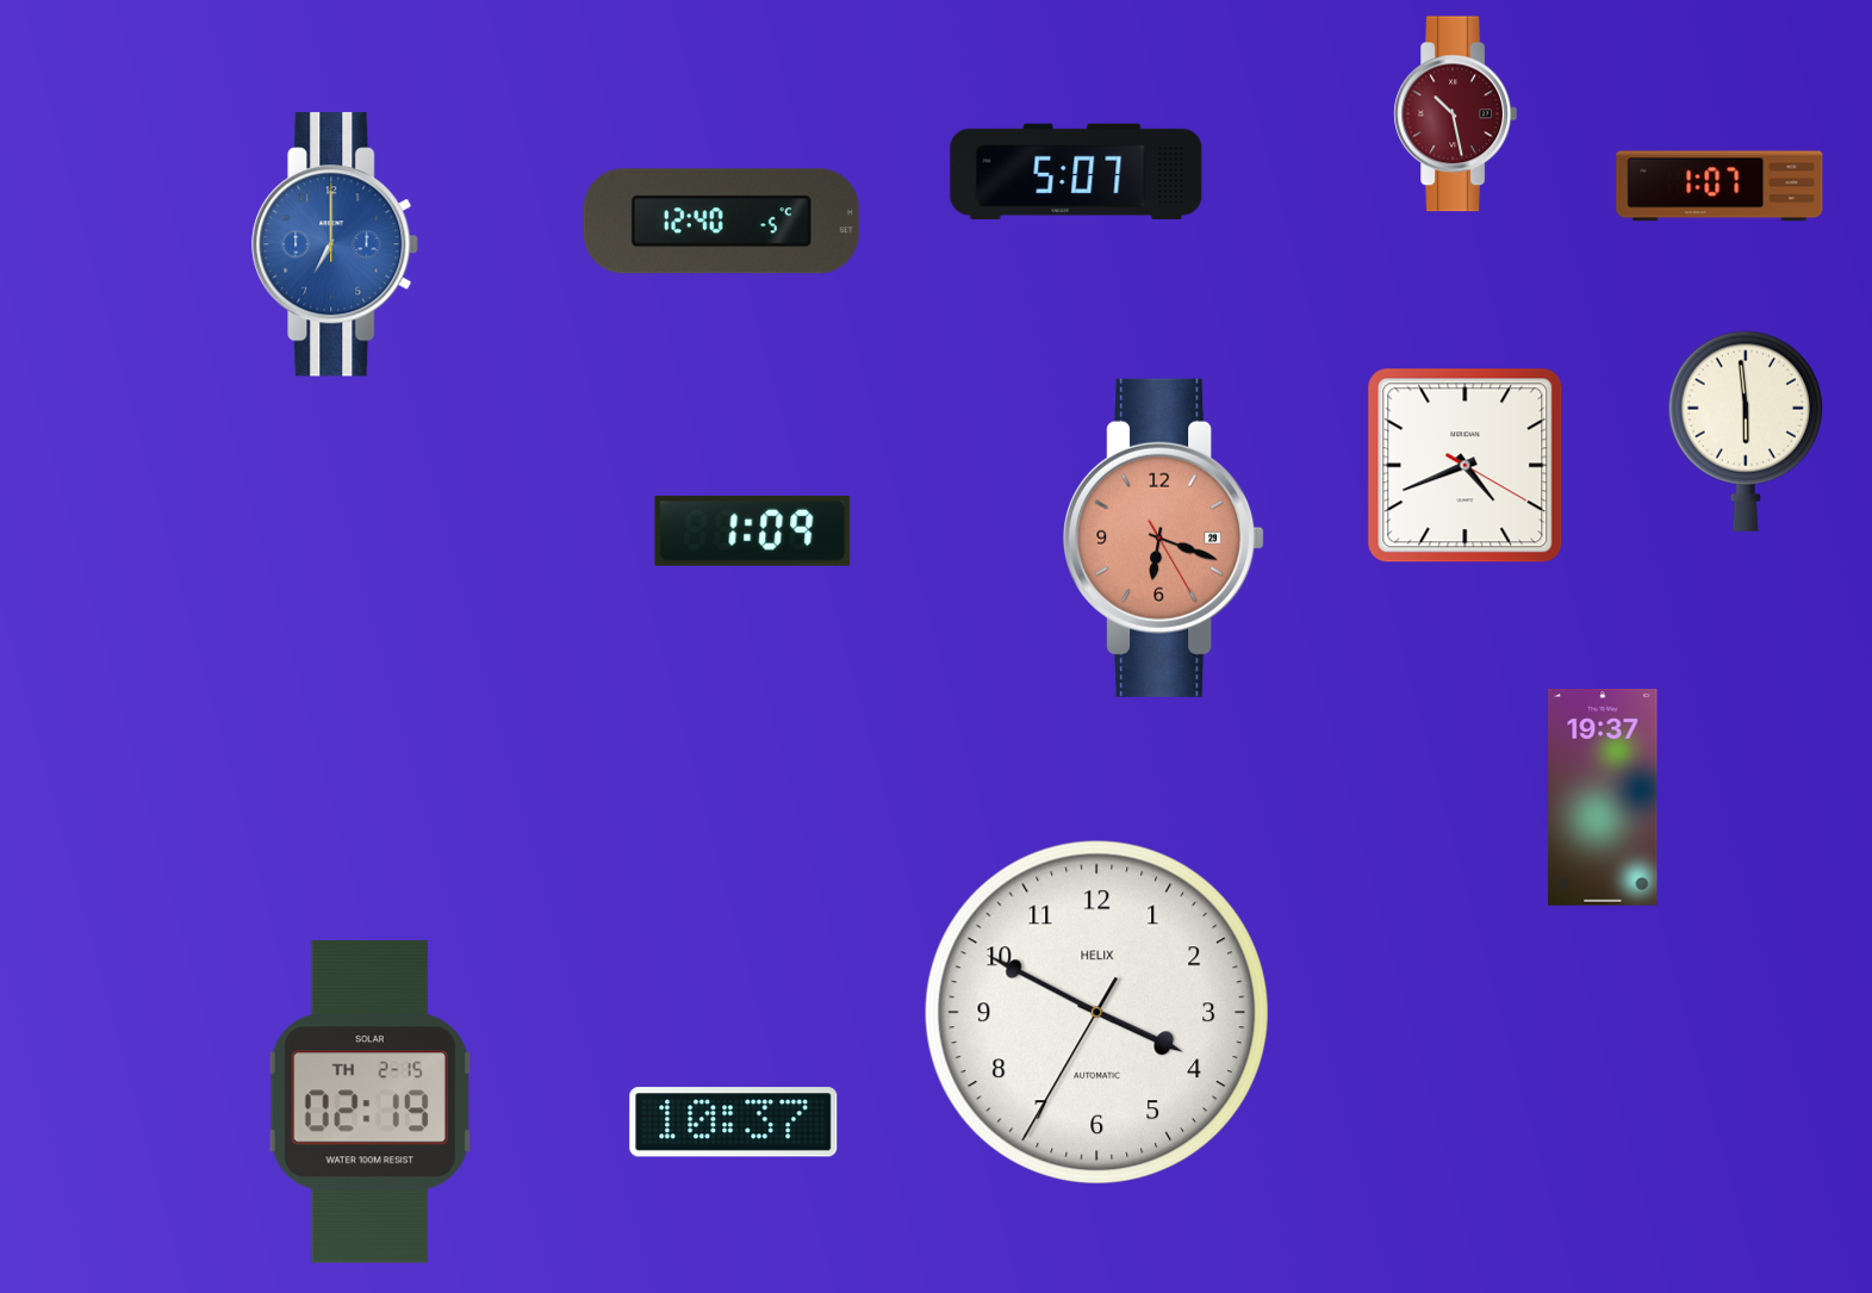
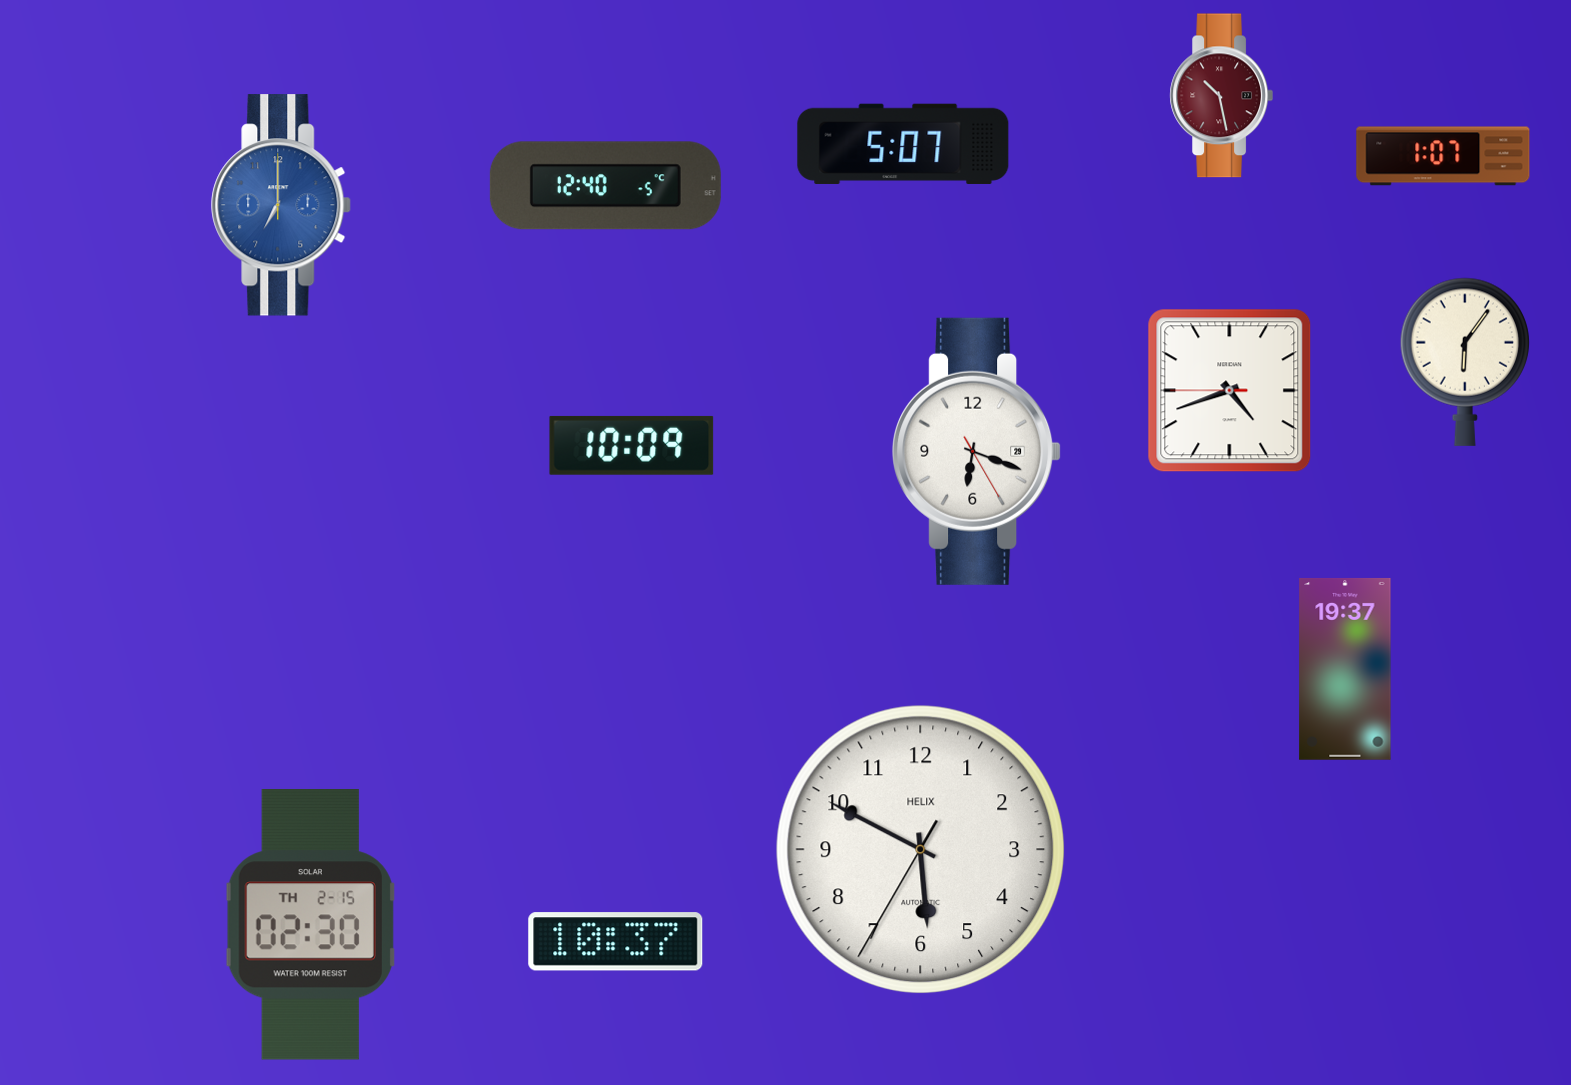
clock at (1744, 431): 5:59 -> 6:06
clock at (1466, 466): 4:41:20 -> 4:41:45
clock at (753, 530): 1:09 -> 10:09
clock at (1164, 537) dial: salmon -> white
clock at (1097, 1013): 3:49 -> 5:49
clock at (369, 1102): 02:19 -> 02:30
